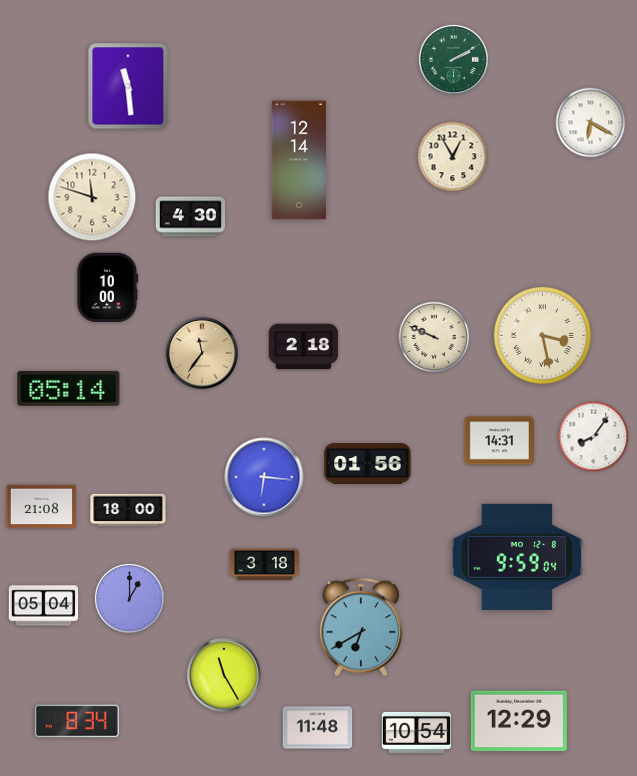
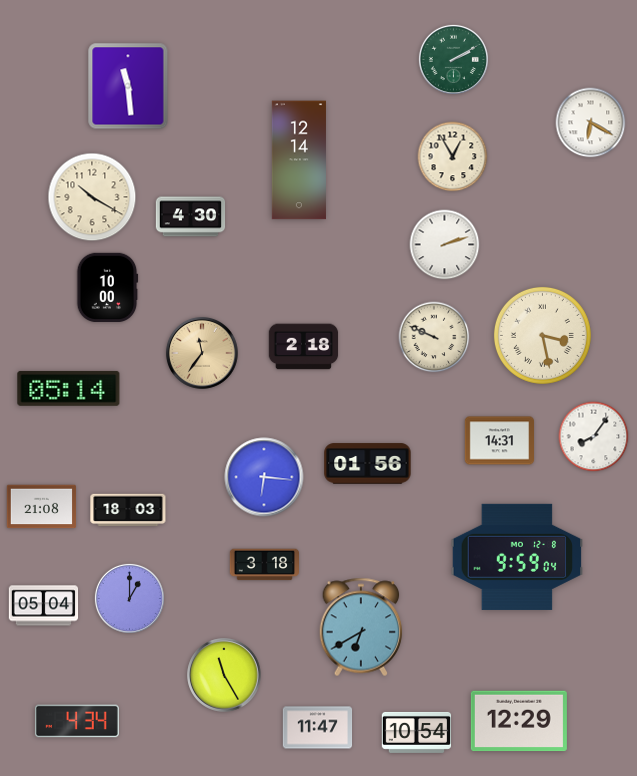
clock at (92, 197): 11:48 -> 10:20
clock at (445, 245): none -> 2:12
clock at (128, 510): 18:00 -> 18:03
clock at (77, 721): 8:34 -> 4:34
clock at (318, 728): 11:48 -> 11:47
